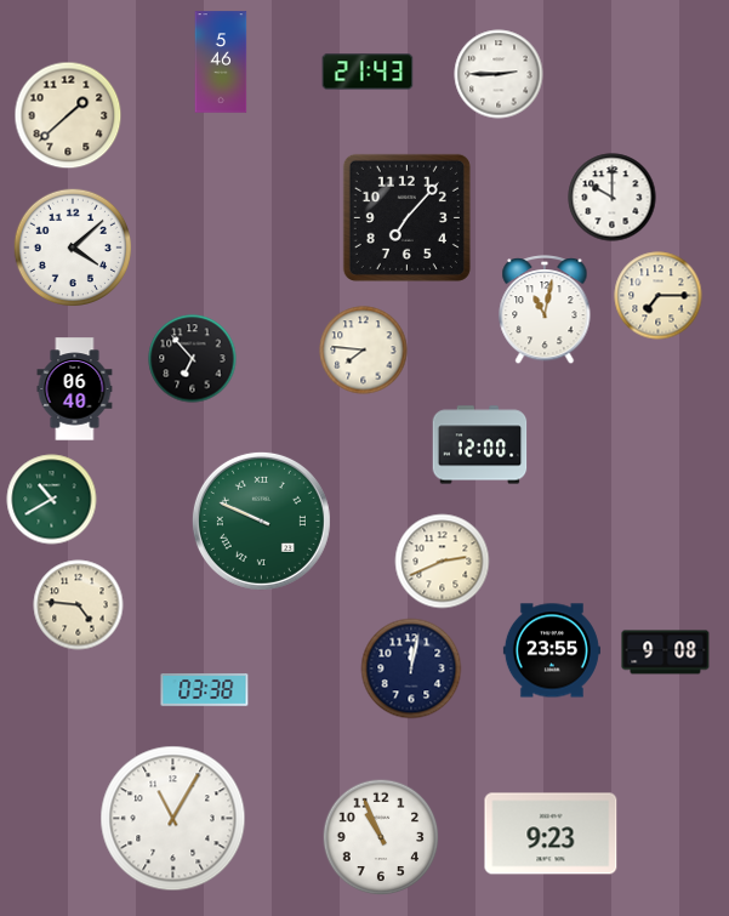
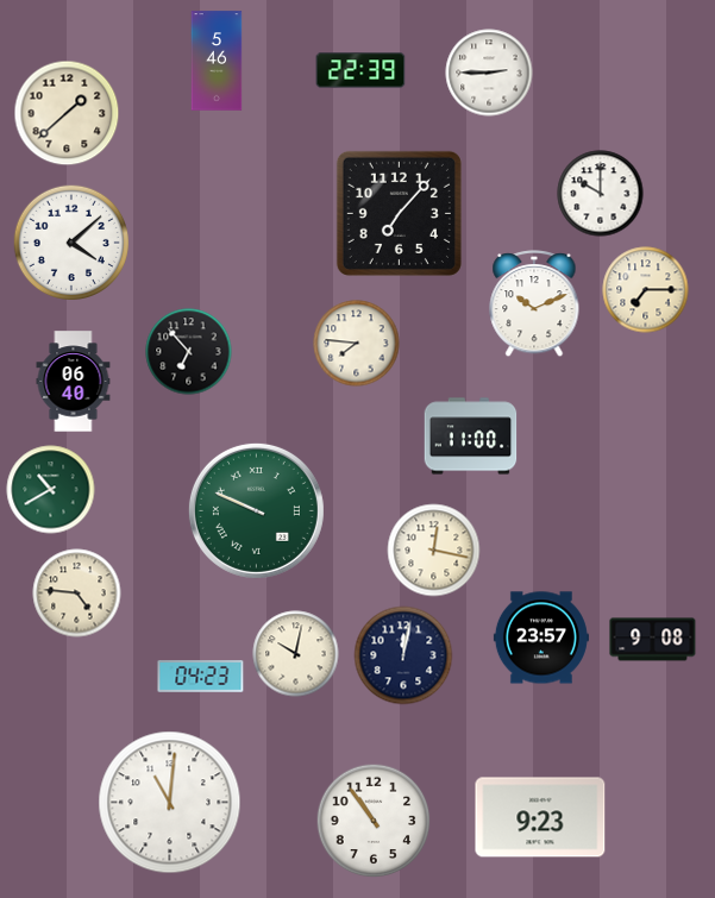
clock at (368, 72): 21:43 -> 22:39
clock at (545, 311): 11:02 -> 10:11
clock at (480, 445): 12:00 -> 11:00
clock at (443, 562): 2:41 -> 12:17
clock at (552, 650): 23:55 -> 23:57
clock at (296, 654): none -> 10:02
clock at (205, 690): 03:38 -> 04:23
clock at (173, 819): 11:05 -> 11:01
clock at (381, 837): 10:56 -> 10:54
